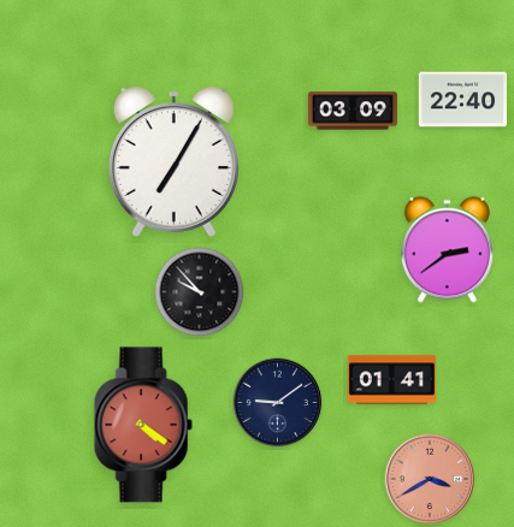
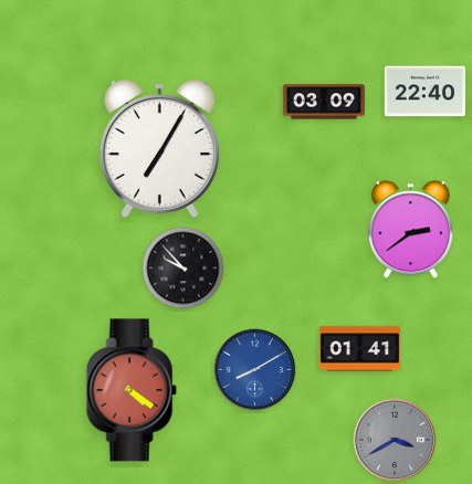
clock at (278, 403): 9:09 -> 8:10
clock at (278, 403) dial: navy -> blue
clock at (430, 479) dial: salmon -> grey
